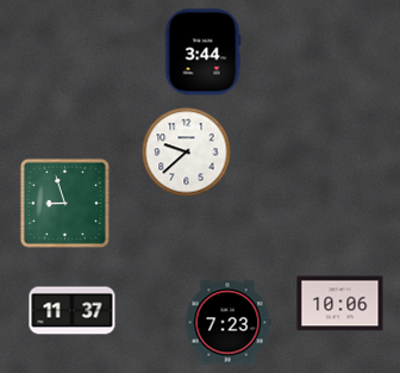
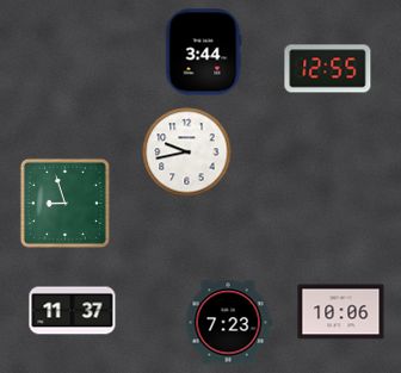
clock at (328, 69): none -> 12:55
clock at (187, 153): 9:38 -> 9:43
clock at (340, 304) position: (340, 304) -> (341, 312)
